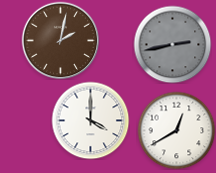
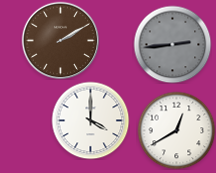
clock at (60, 40): 2:02 -> 2:10
clock at (172, 44): 2:43 -> 2:44
